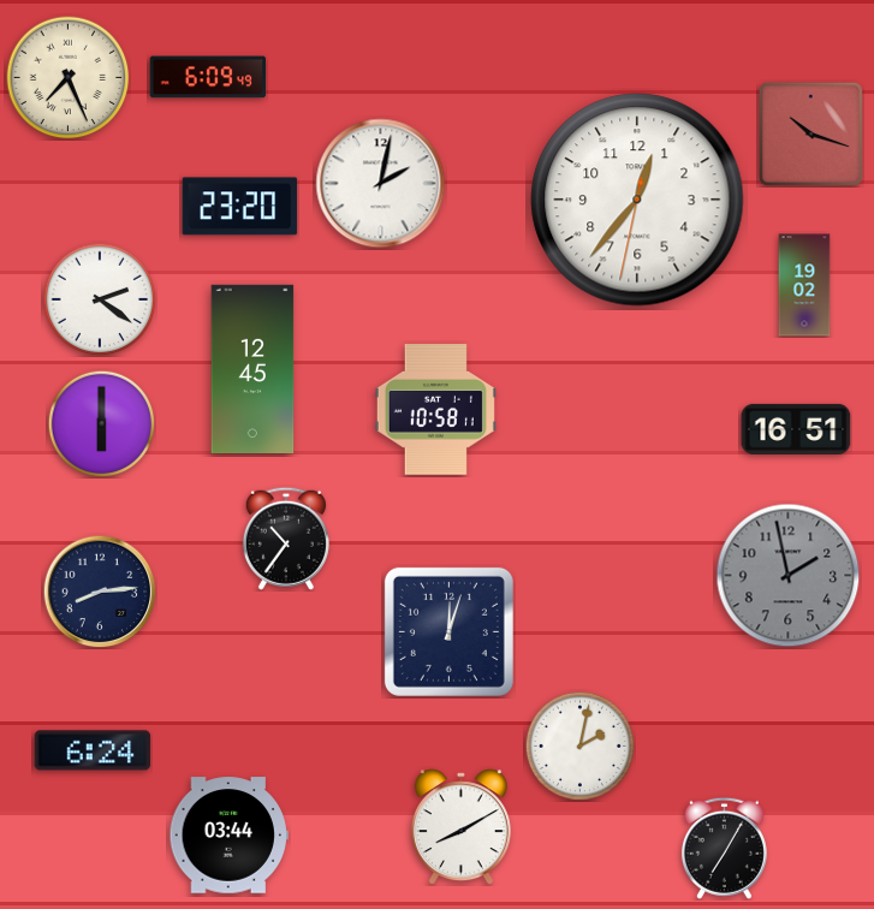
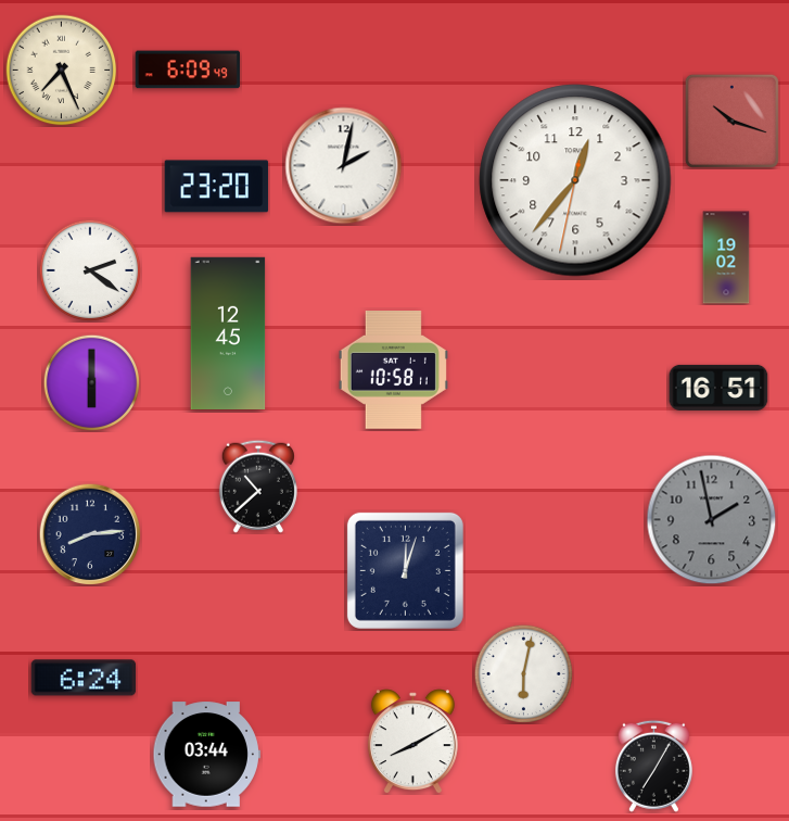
clock at (286, 539): 10:36 -> 10:38
clock at (579, 745): 2:02 -> 6:02
clock at (460, 827) position: (460, 827) -> (412, 742)
